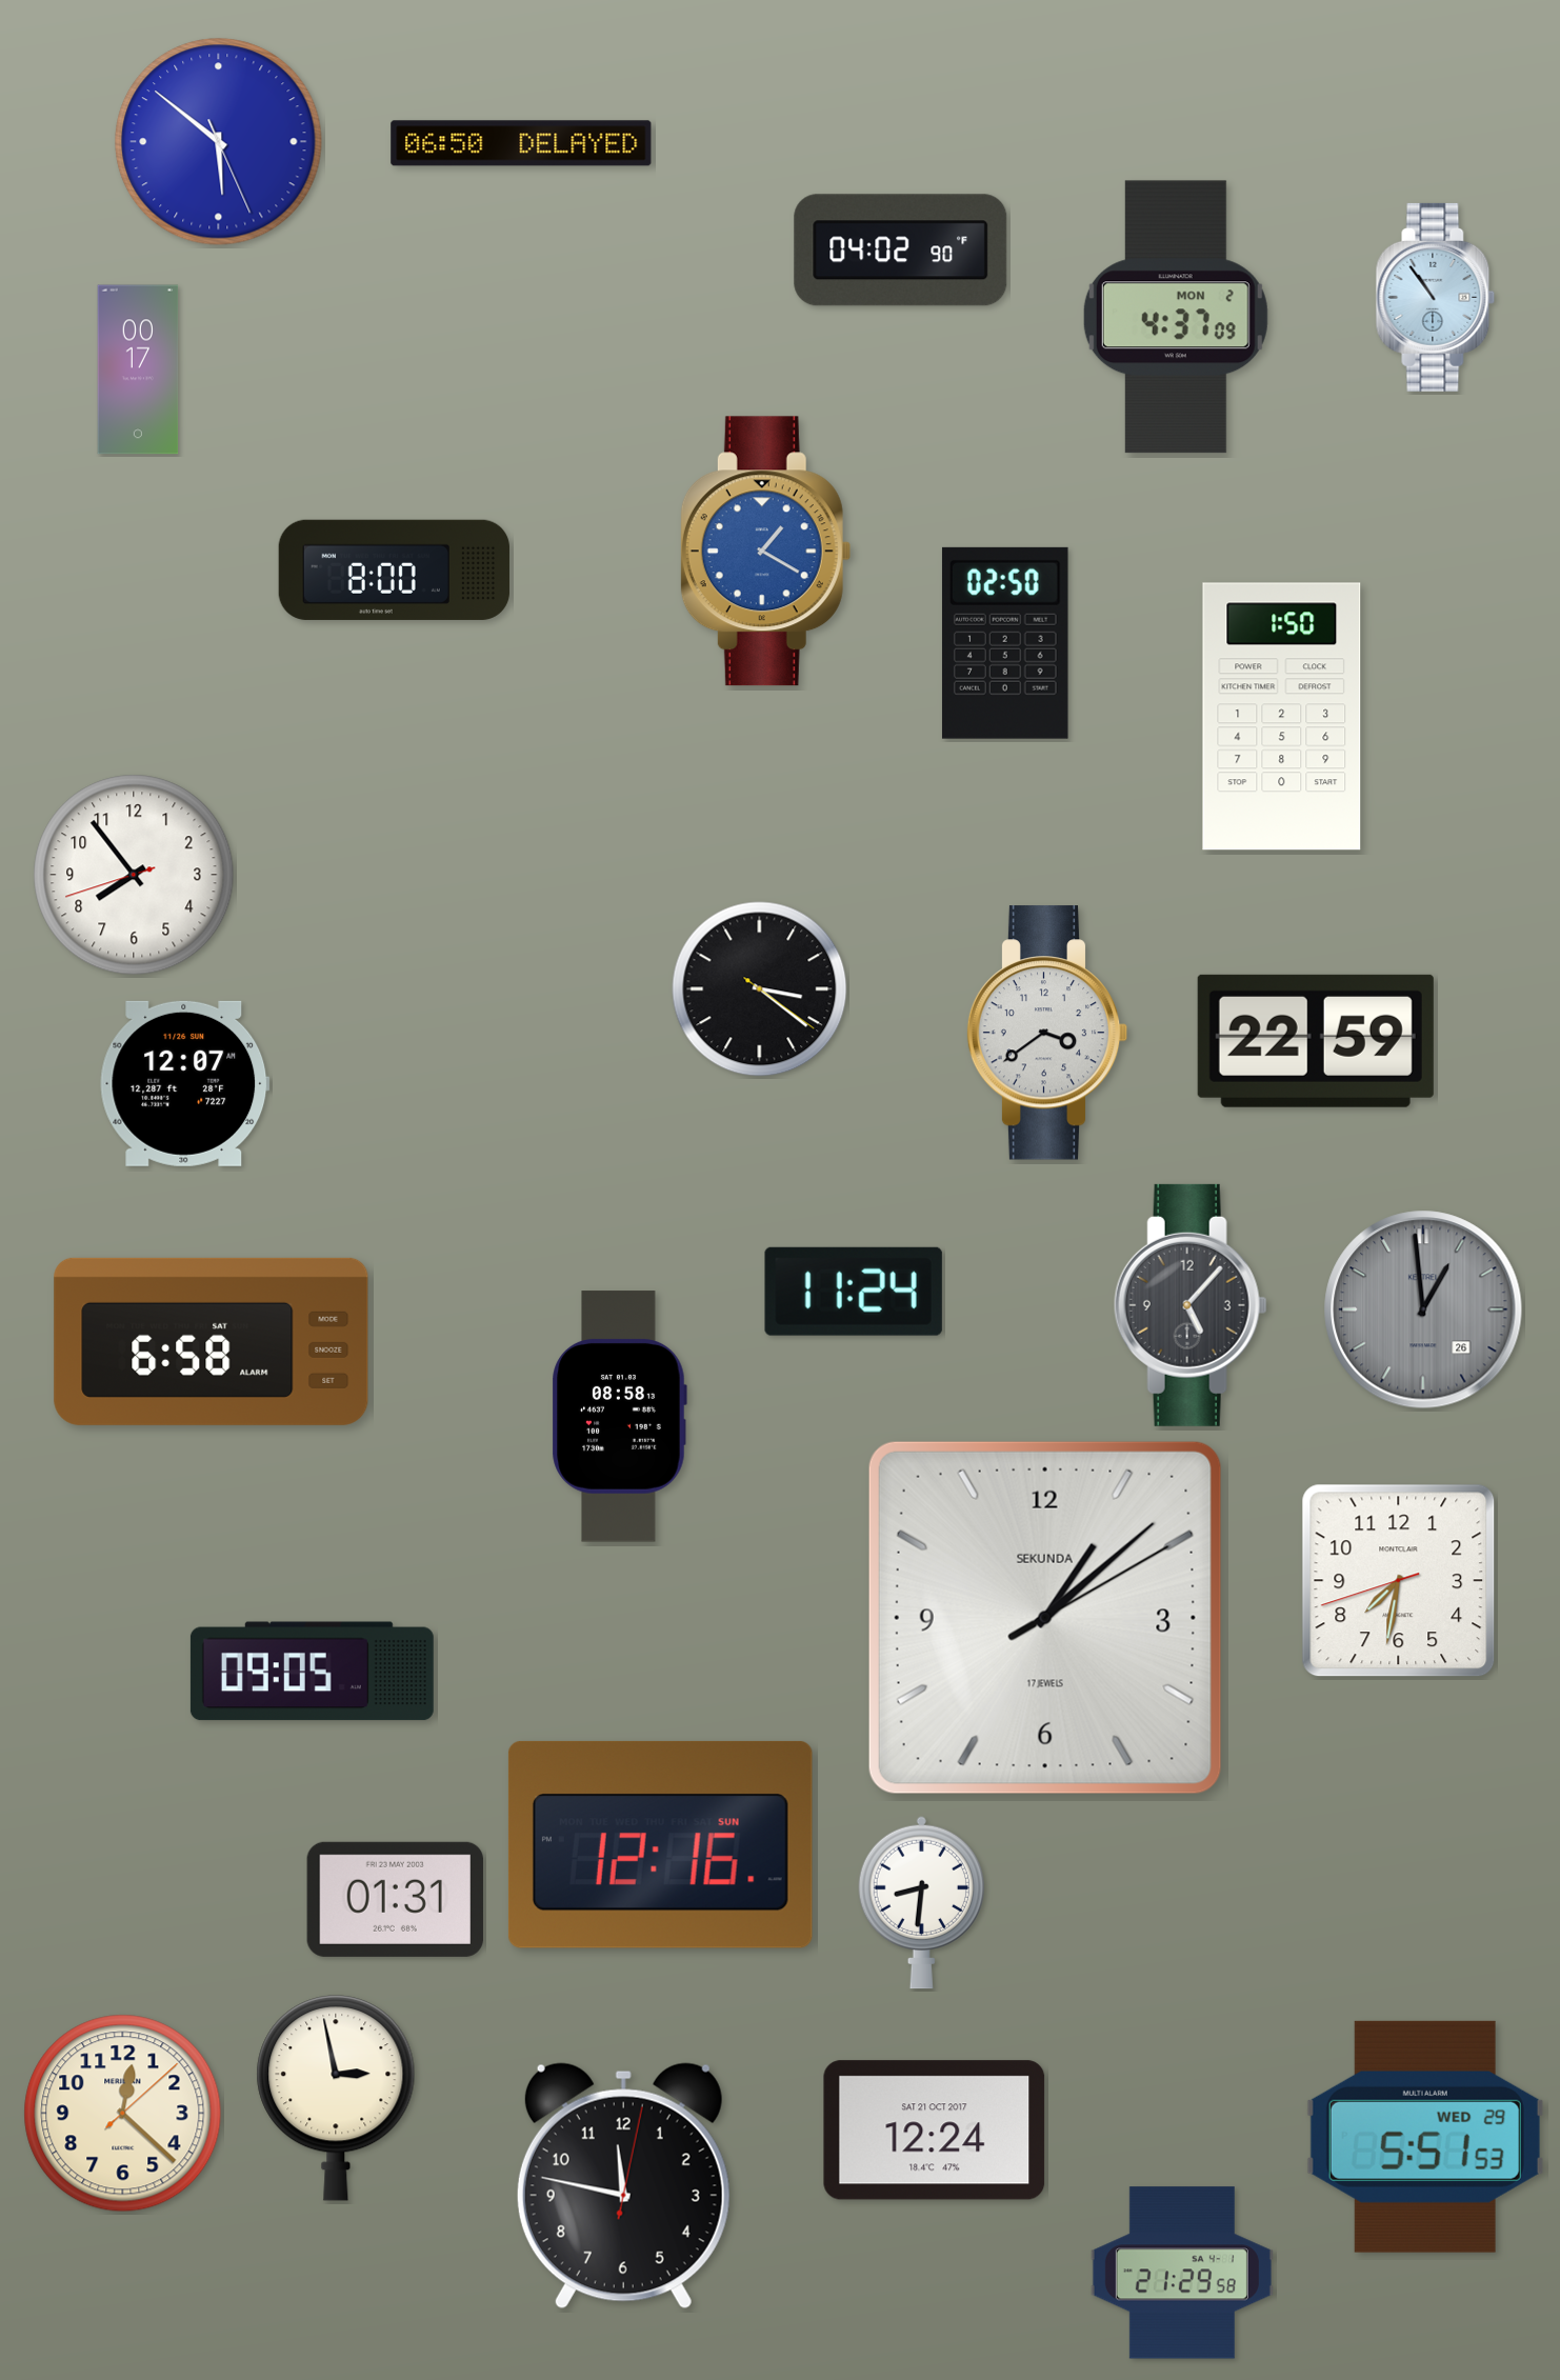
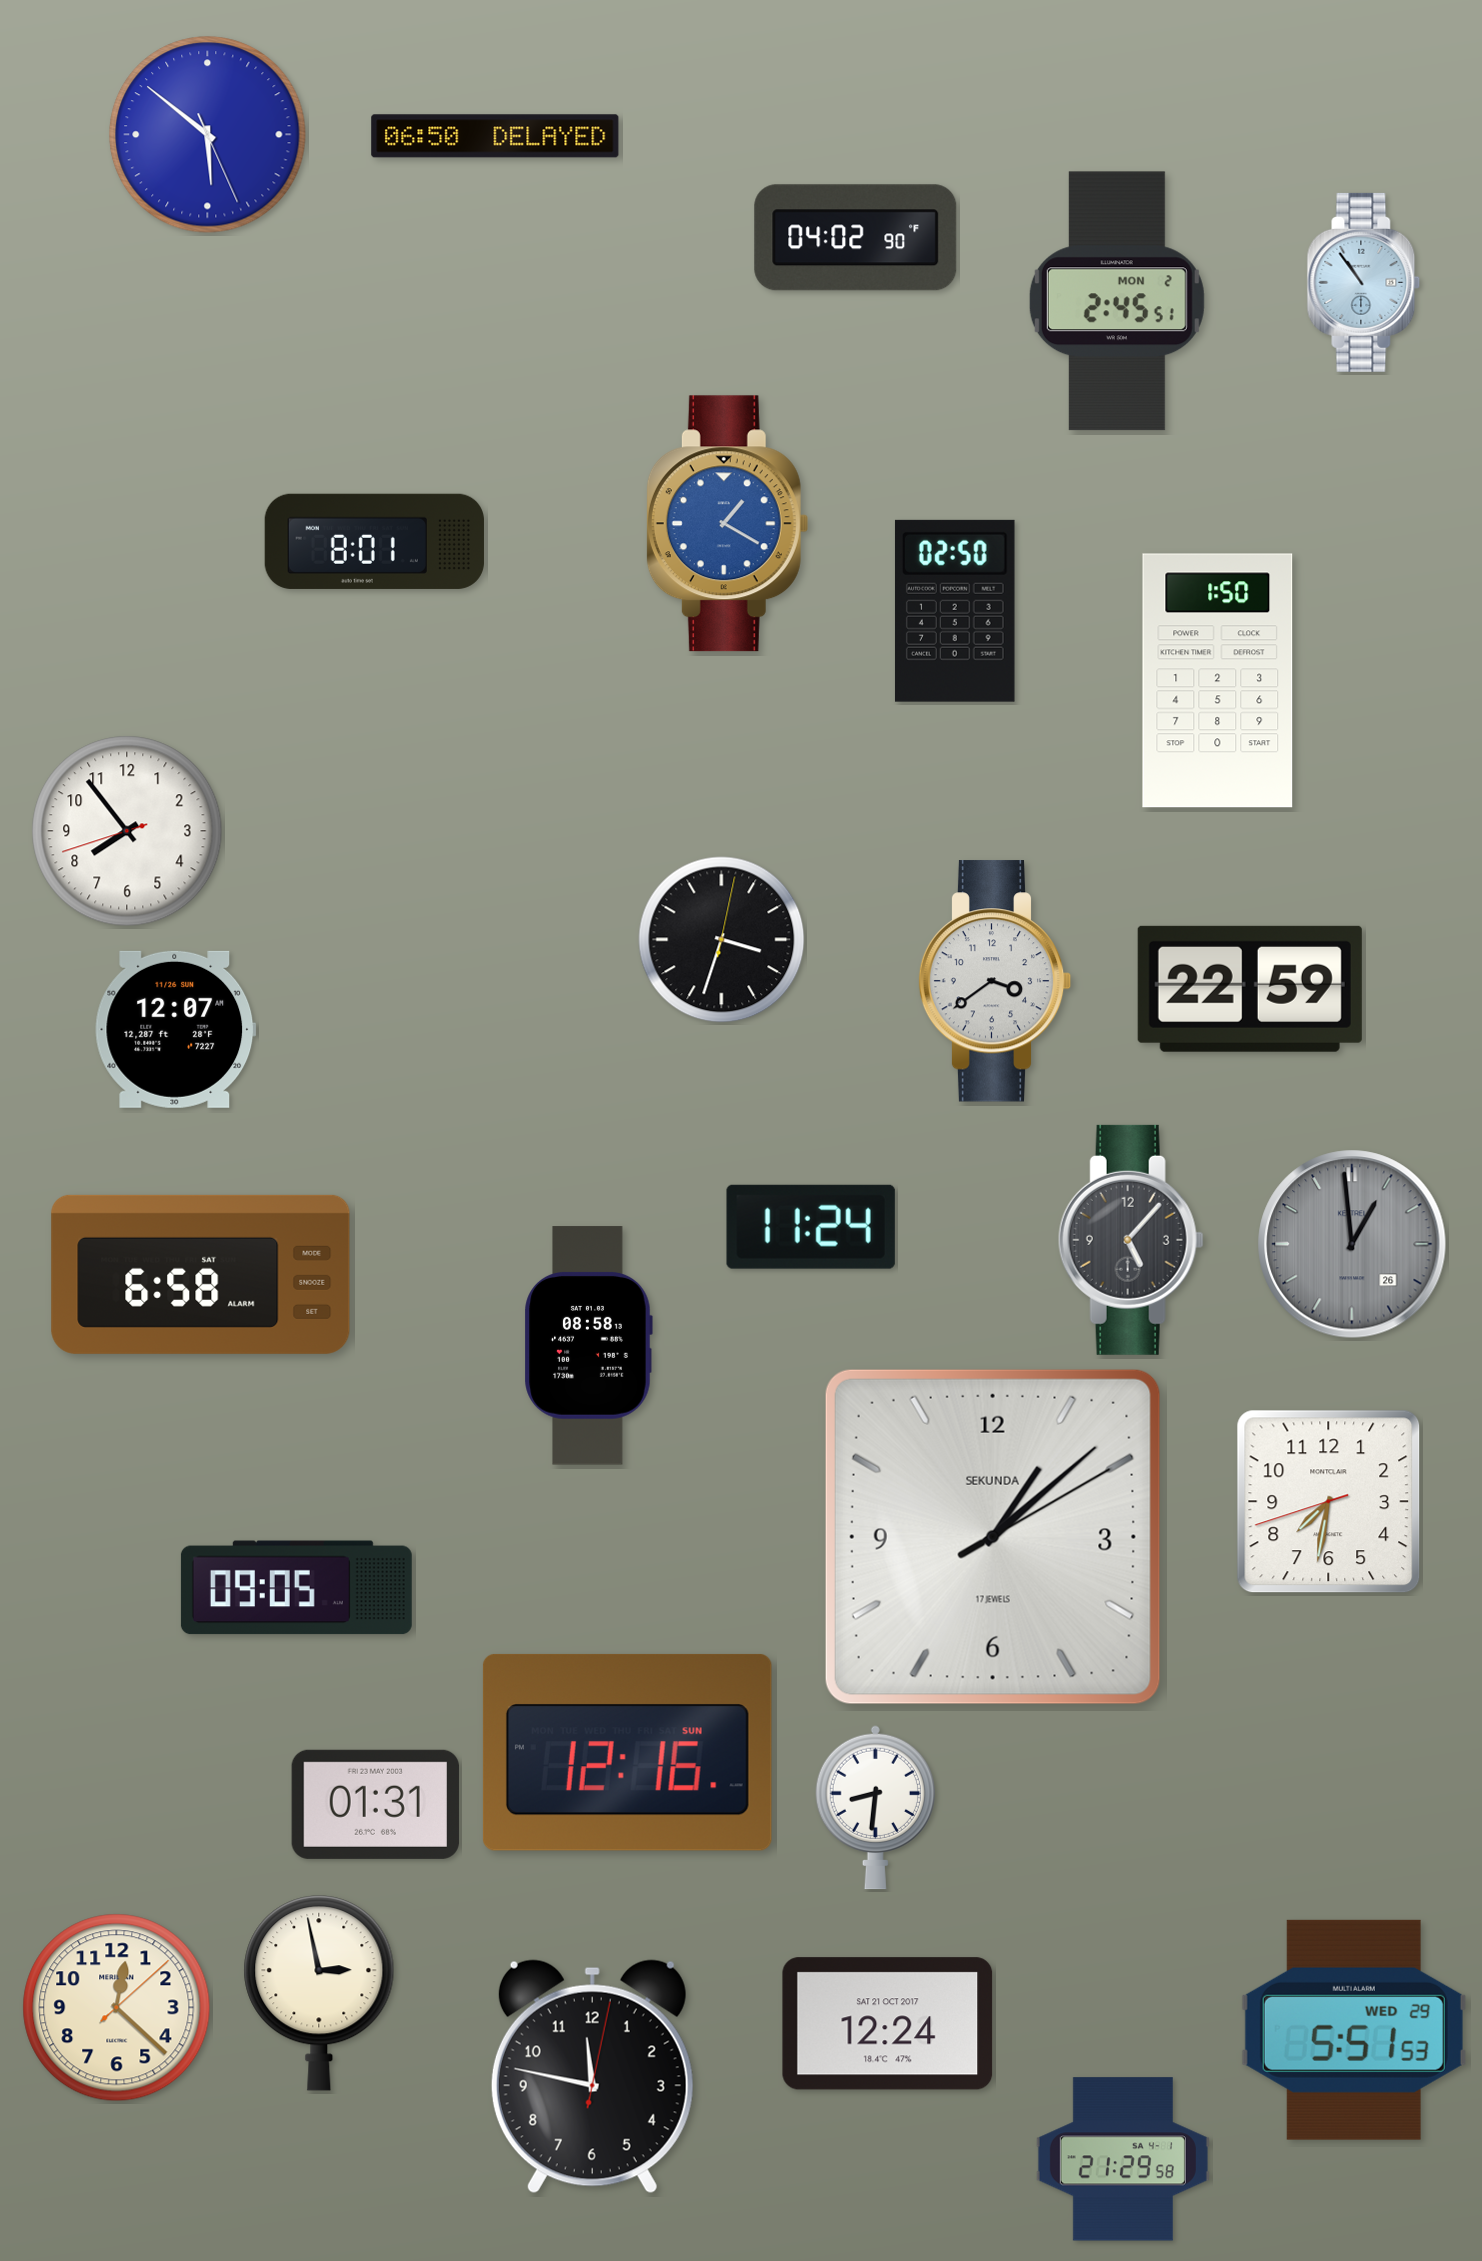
clock at (1176, 317): 4:37 -> 2:45
clock at (138, 369): 00:17 -> none
clock at (394, 569): 8:00 -> 8:01
clock at (760, 989): 3:21 -> 3:33
